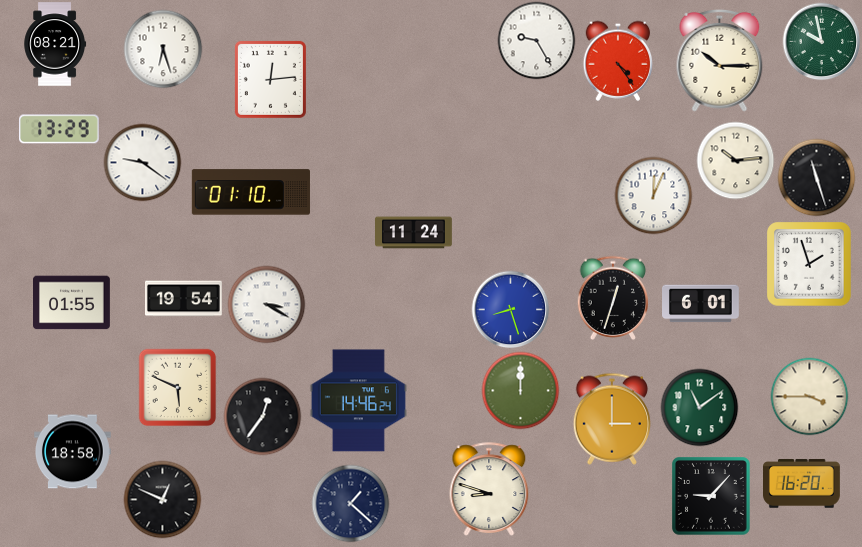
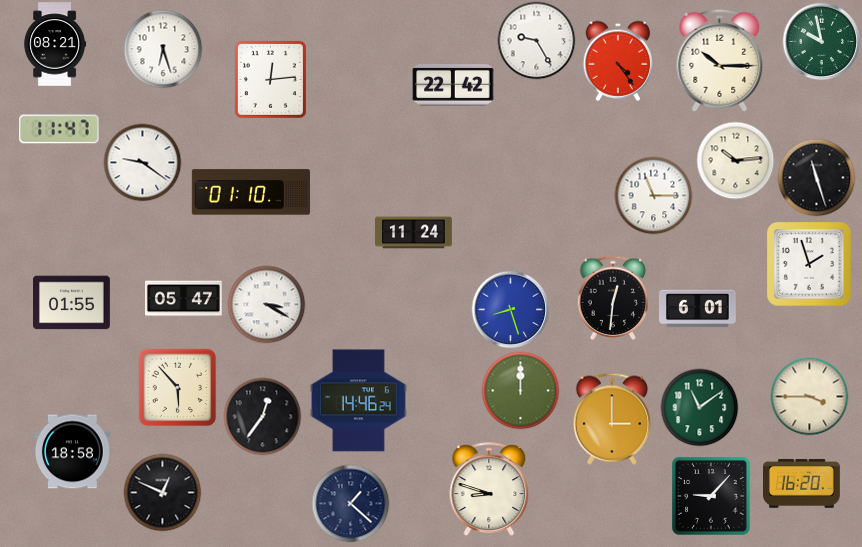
clock at (453, 86): none -> 22:42
clock at (59, 129): 13:29 -> 11:47
clock at (653, 195): 12:04 -> 11:15
clock at (613, 297): 12:33 -> 12:31
clock at (184, 299): 19:54 -> 05:47
clock at (701, 304) position: (701, 304) -> (698, 309)
clock at (177, 387): 5:49 -> 5:53
clock at (162, 499) position: (162, 499) -> (162, 492)
